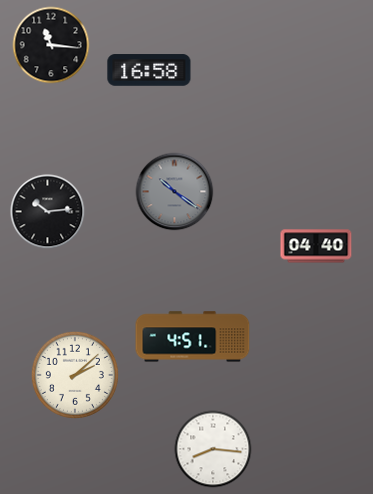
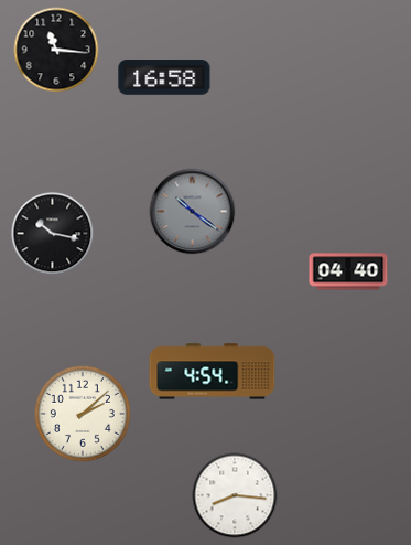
clock at (48, 212): 10:14 -> 10:17
clock at (193, 337): 4:51 -> 4:54
